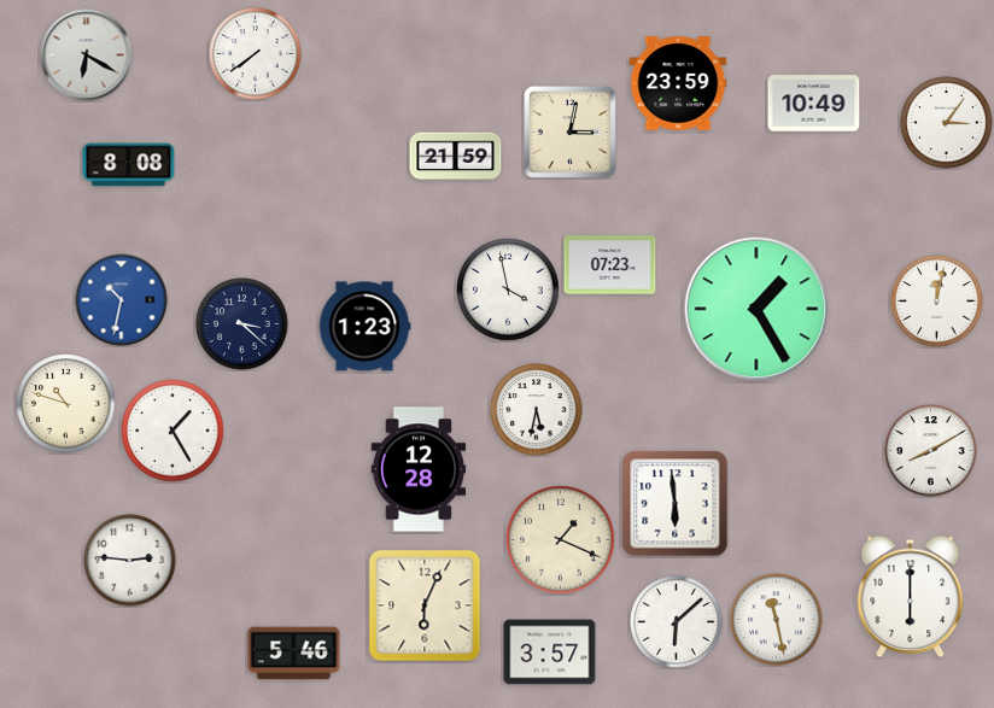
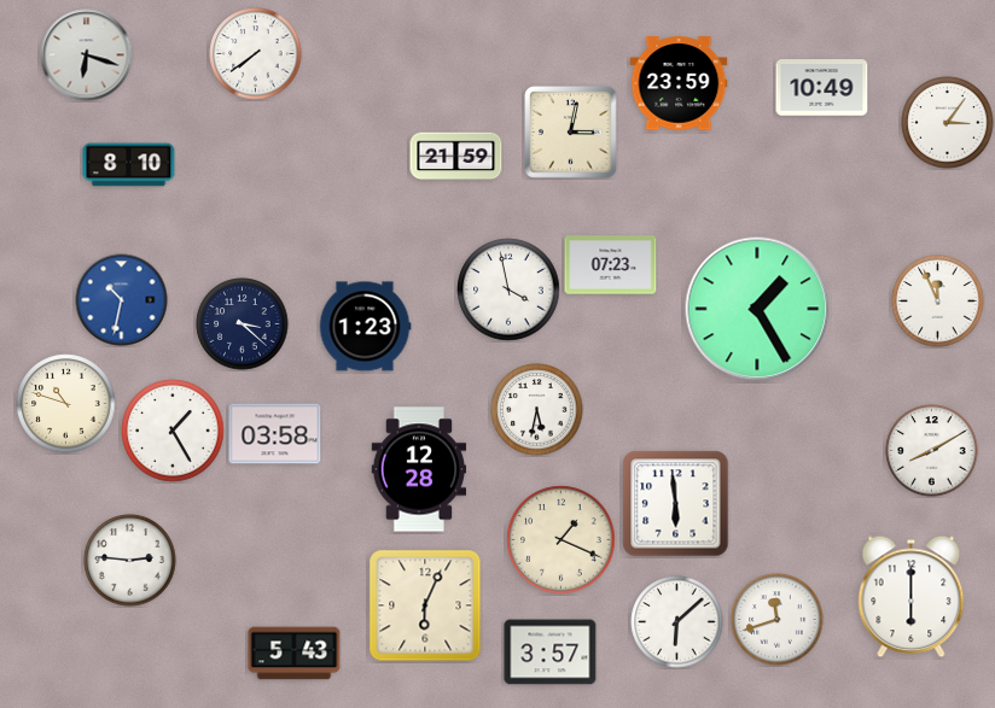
clock at (87, 55): 6:20 -> 6:18
clock at (814, 104) position: (814, 104) -> (822, 88)
clock at (129, 165): 8:08 -> 8:10
clock at (937, 302): 12:02 -> 11:56
clock at (275, 434): none -> 03:58
clock at (777, 620): 11:28 -> 11:42
clock at (294, 654): 5:46 -> 5:43
